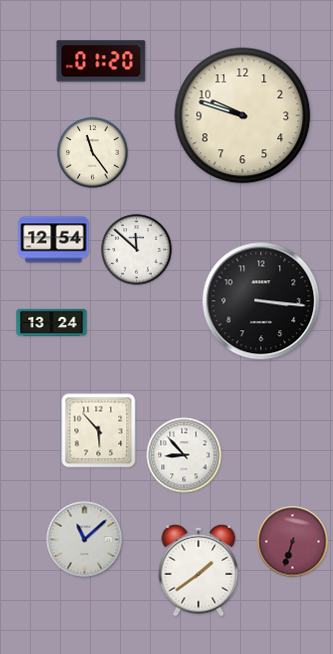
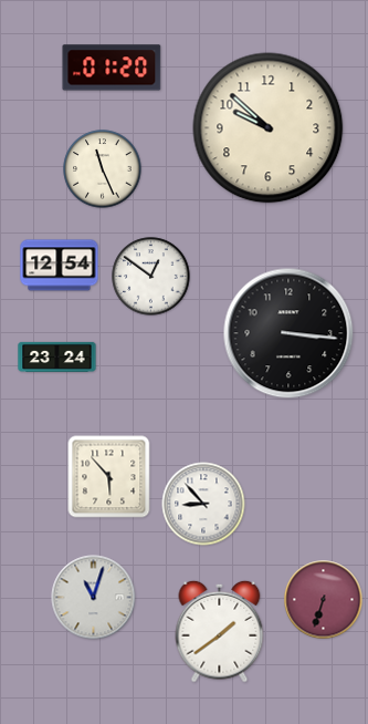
clock at (243, 116): 9:48 -> 9:52
clock at (93, 153): 11:24 -> 11:26
clock at (137, 250): 11:52 -> 12:51
clock at (52, 322): 13:24 -> 23:24
clock at (85, 540): 11:08 -> 11:03
